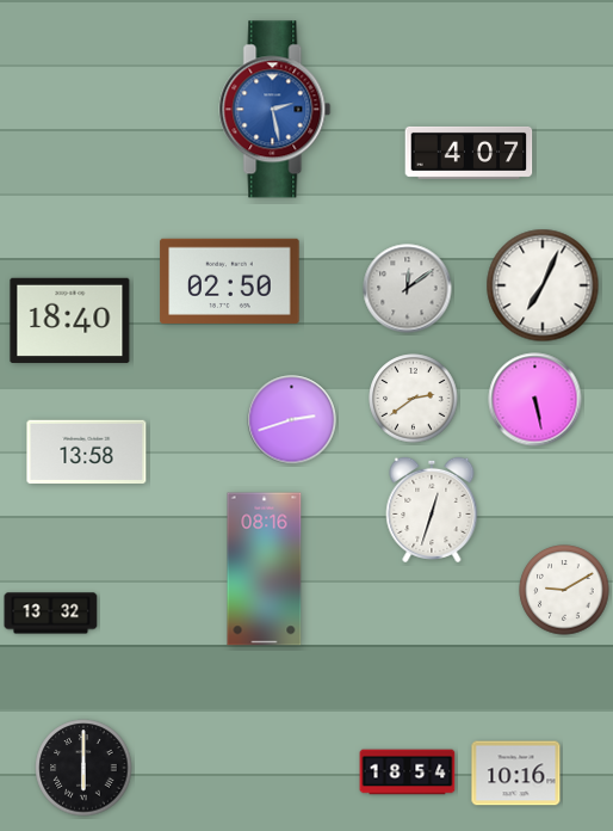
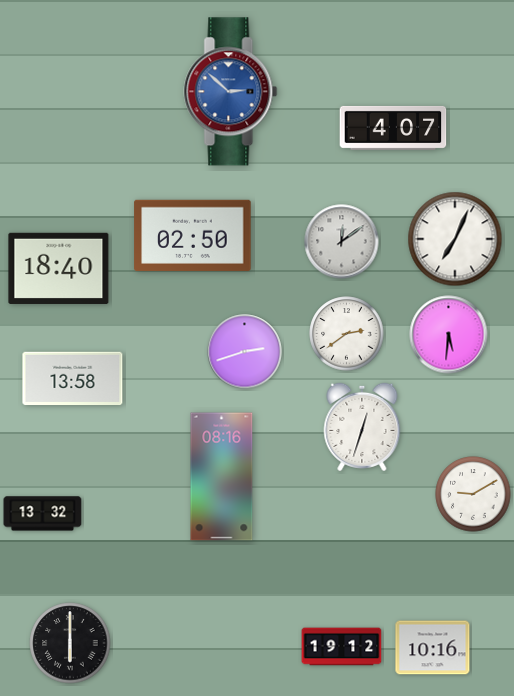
clock at (275, 110): 2:28 -> 2:52
clock at (535, 400): 5:28 -> 5:31
clock at (408, 772): 18:54 -> 19:12
